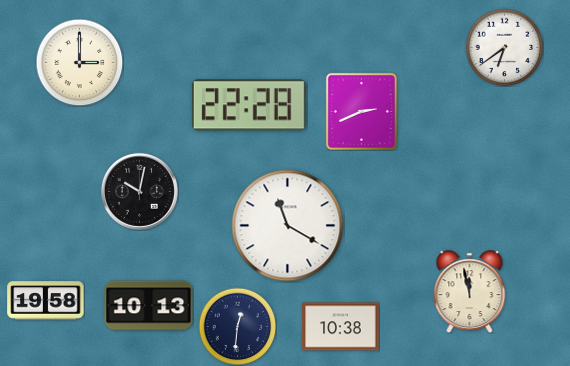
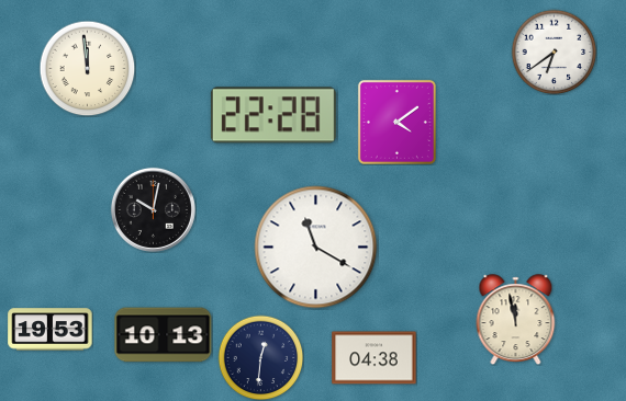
clock at (79, 62): 3:00 -> 11:59
clock at (361, 111): 2:41 -> 4:09
clock at (46, 301): 19:58 -> 19:53
clock at (341, 327): 10:38 -> 04:38
